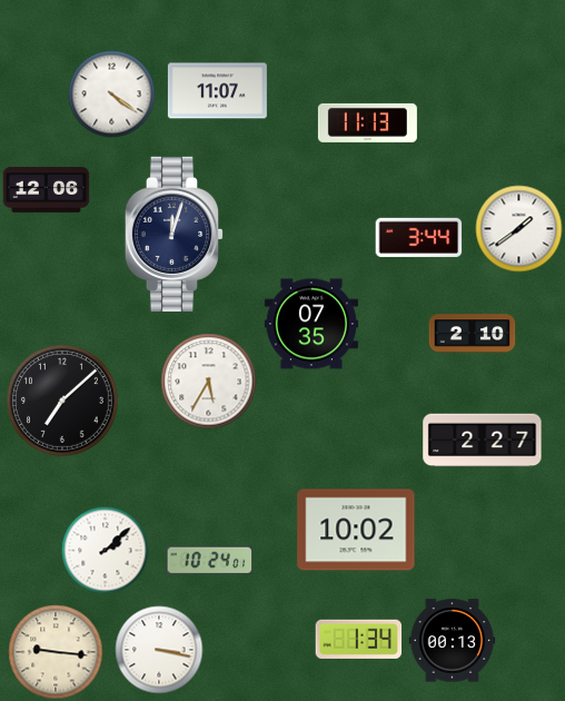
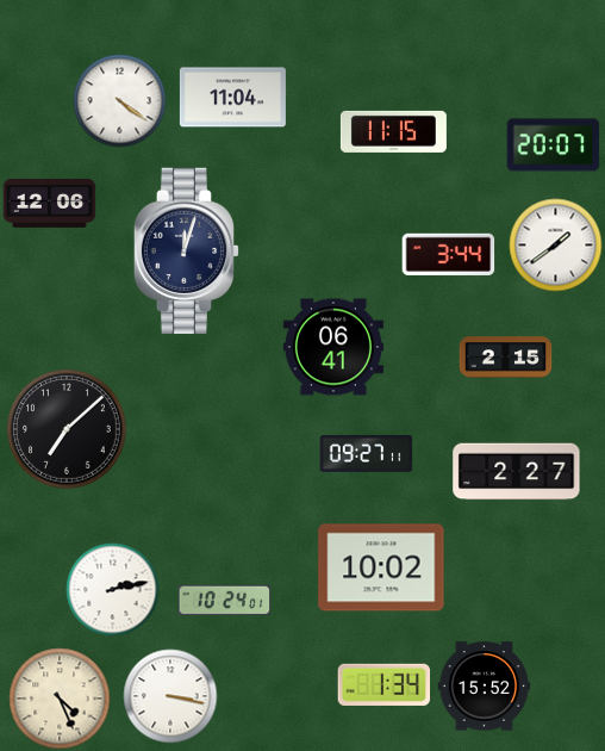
clock at (217, 91): 11:07 -> 11:04
clock at (367, 122): 11:13 -> 11:15
clock at (553, 145): none -> 20:07
clock at (311, 324): 07:35 -> 06:41
clock at (472, 334): 2:10 -> 2:15
clock at (208, 381): 5:35 -> none
clock at (366, 453): none -> 09:27
clock at (105, 550): 2:08 -> 2:13
clock at (452, 641): 00:13 -> 15:52
clock at (56, 652): 9:16 -> 4:26
